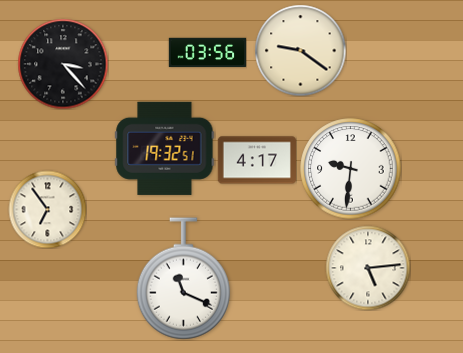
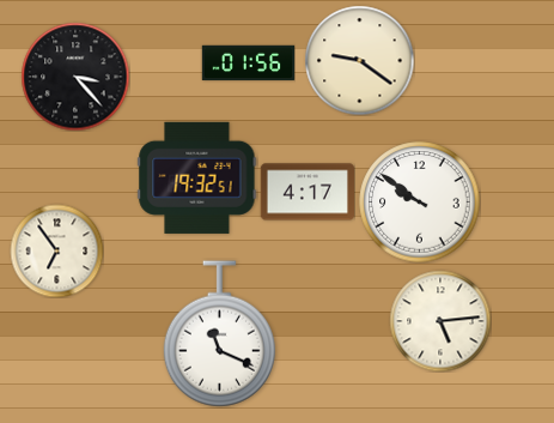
clock at (207, 53): 03:56 -> 01:56
clock at (351, 169): 9:31 -> 9:51
